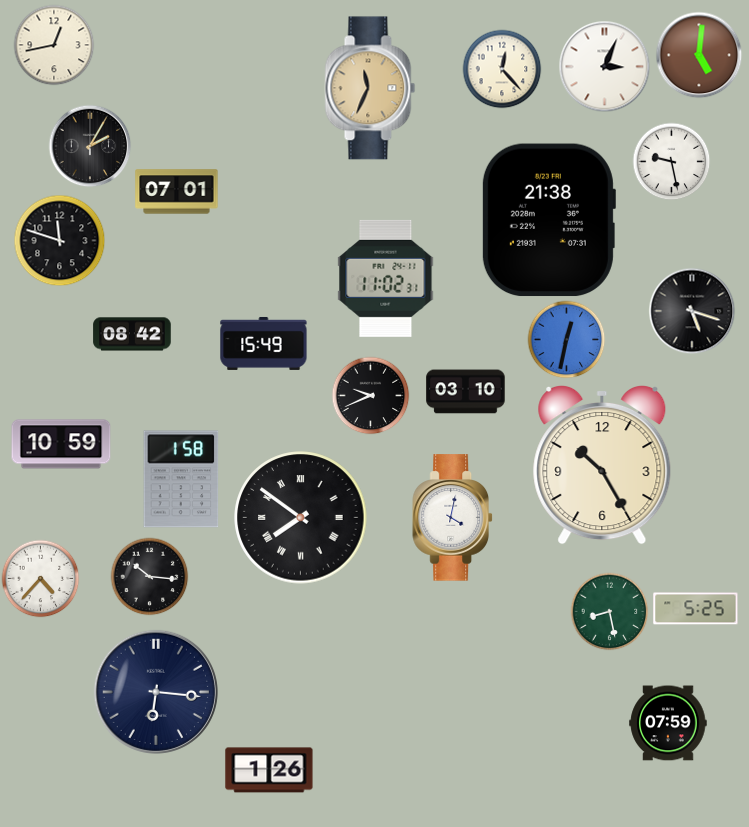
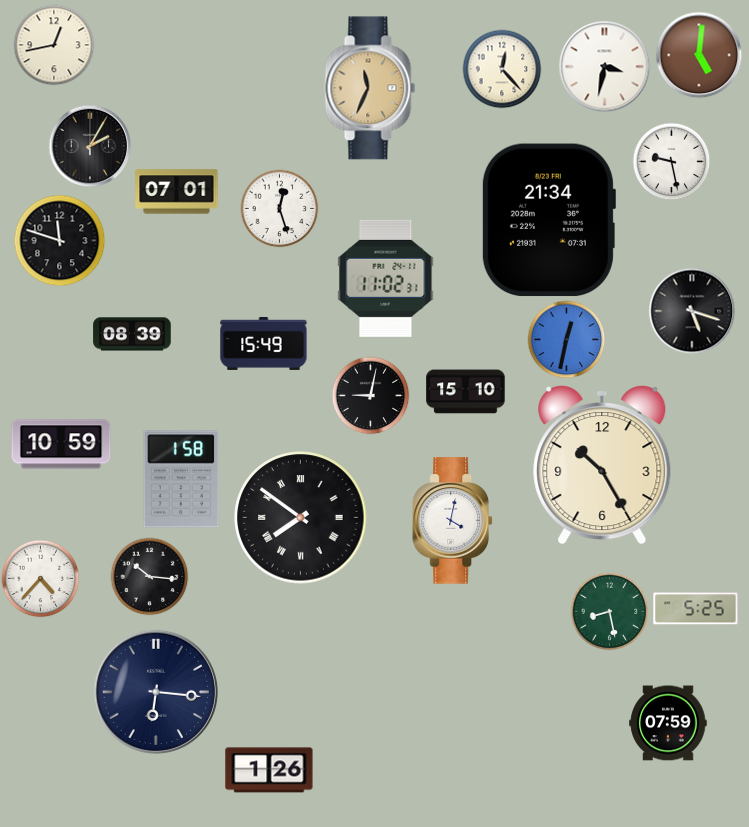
clock at (604, 66): 3:04 -> 3:32
clock at (279, 208): none -> 12:27
clock at (548, 220): 21:38 -> 21:34
clock at (132, 334): 08:42 -> 08:39
clock at (466, 392): 03:10 -> 15:10
clock at (370, 395): 9:41 -> 9:02
clock at (452, 518) position: (452, 518) -> (452, 521)
